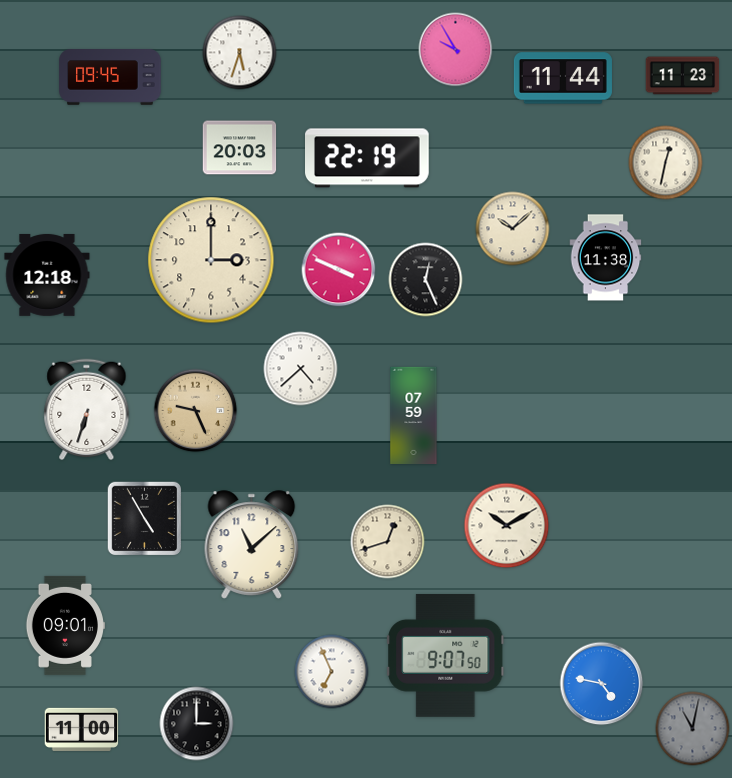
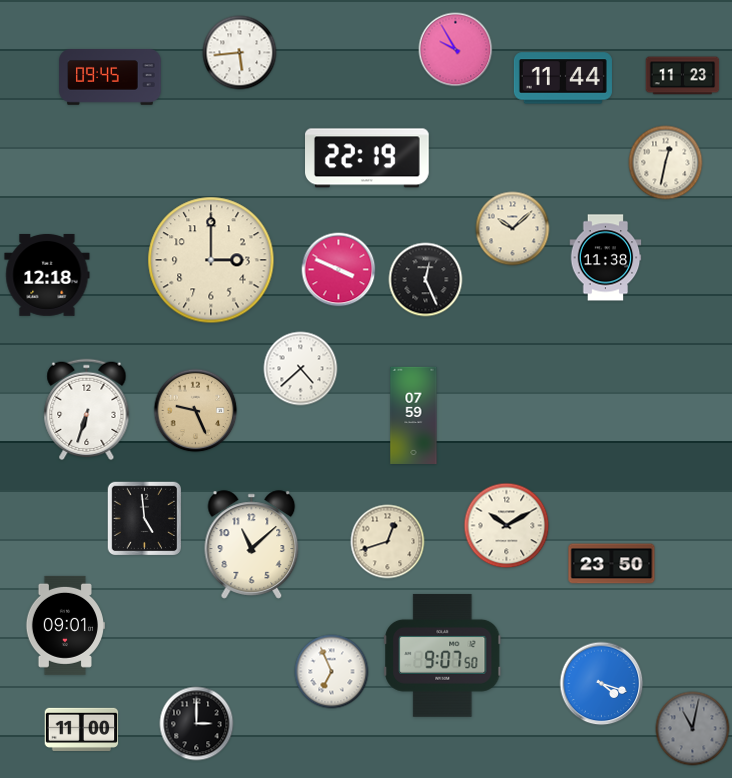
clock at (240, 53): 5:33 -> 5:44
clock at (240, 148): 20:03 -> none
clock at (145, 519): 4:55 -> 4:59
clock at (612, 564): none -> 23:50
clock at (446, 655) position: (446, 655) -> (443, 655)
clock at (602, 684): 4:47 -> 4:18
